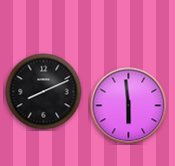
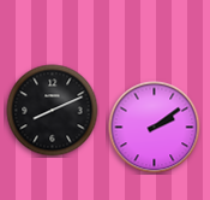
clock at (129, 106): 5:59 -> 2:09
